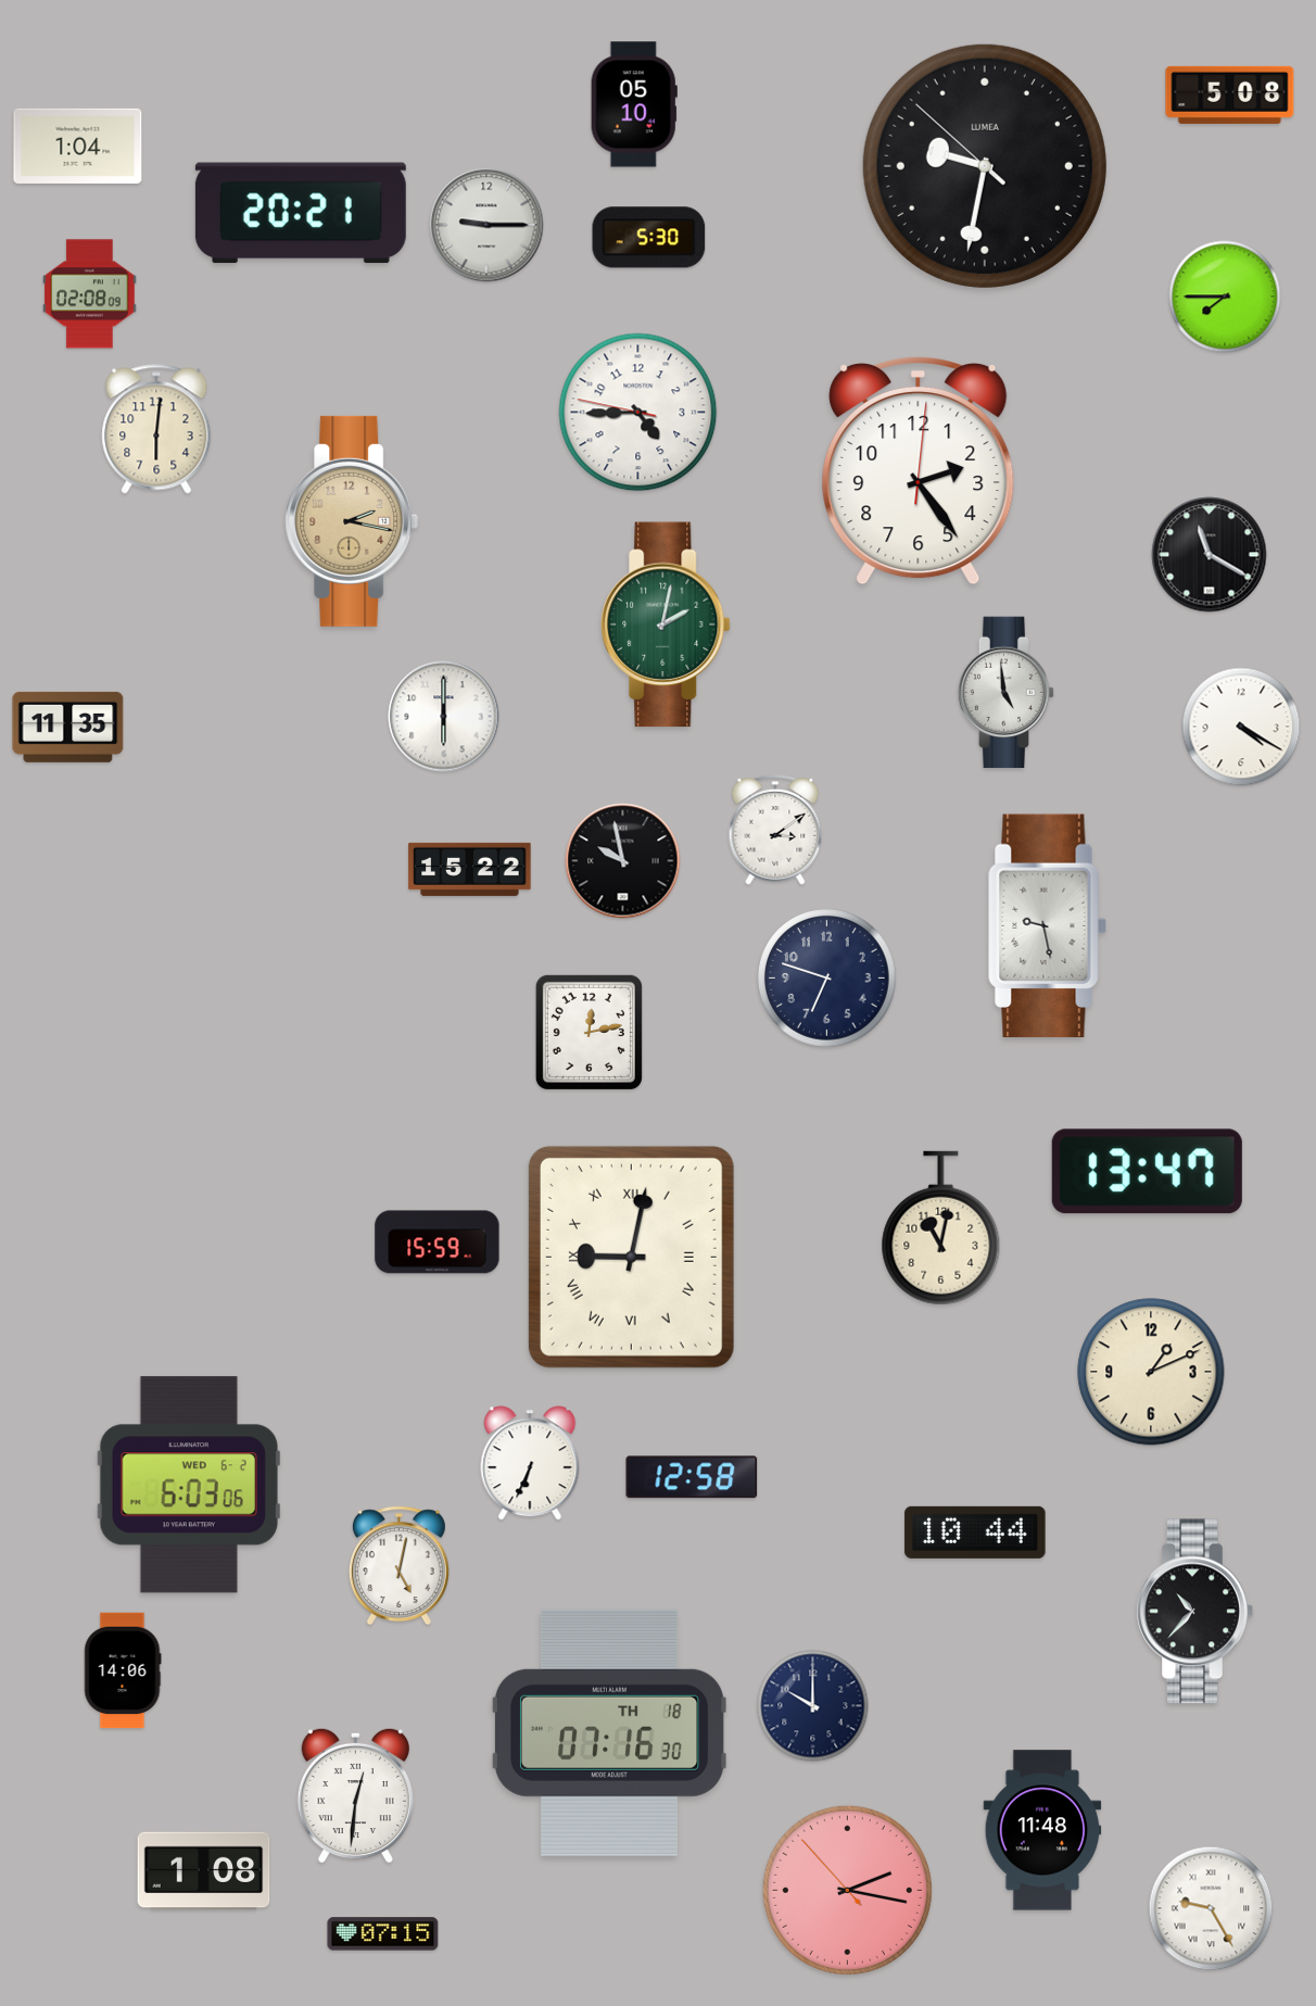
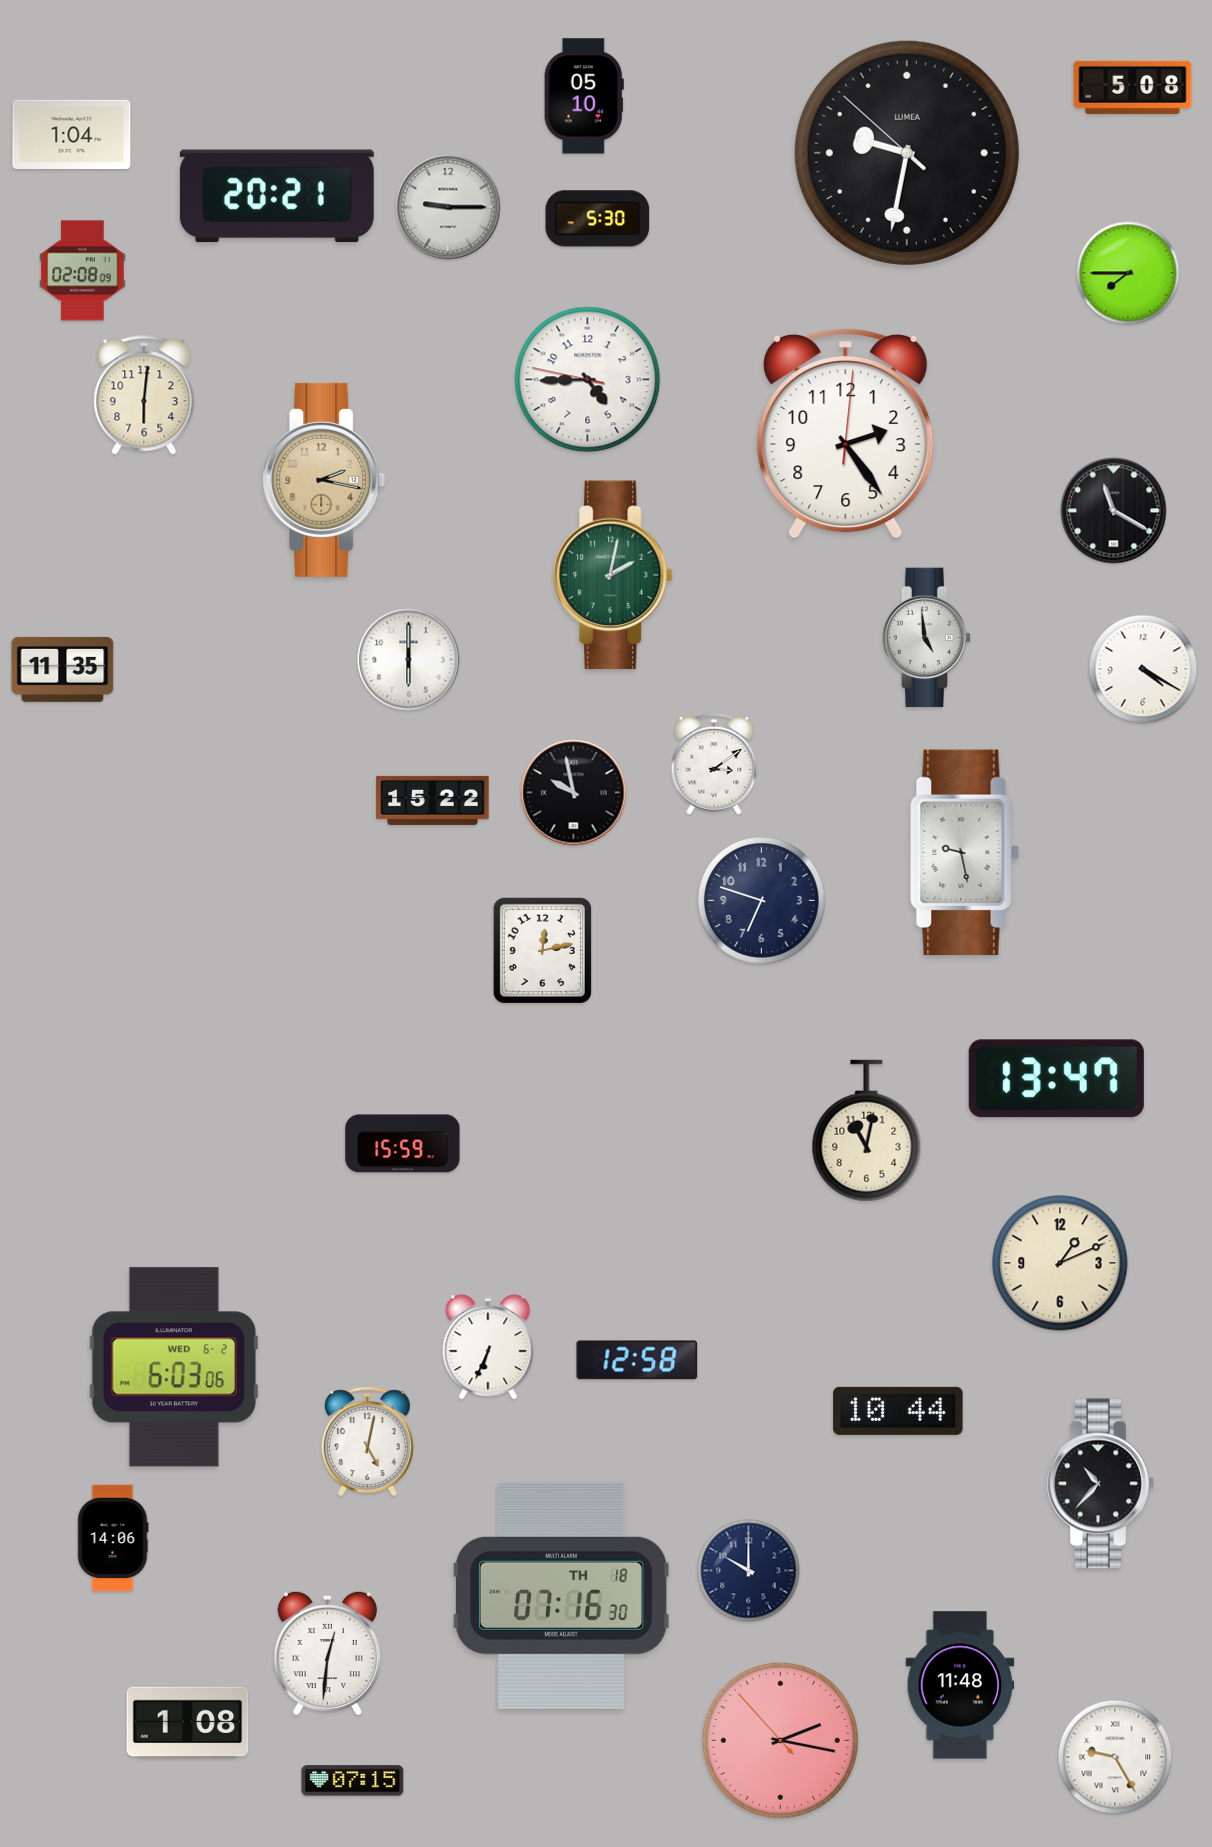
clock at (631, 1257): 9:02 -> none
